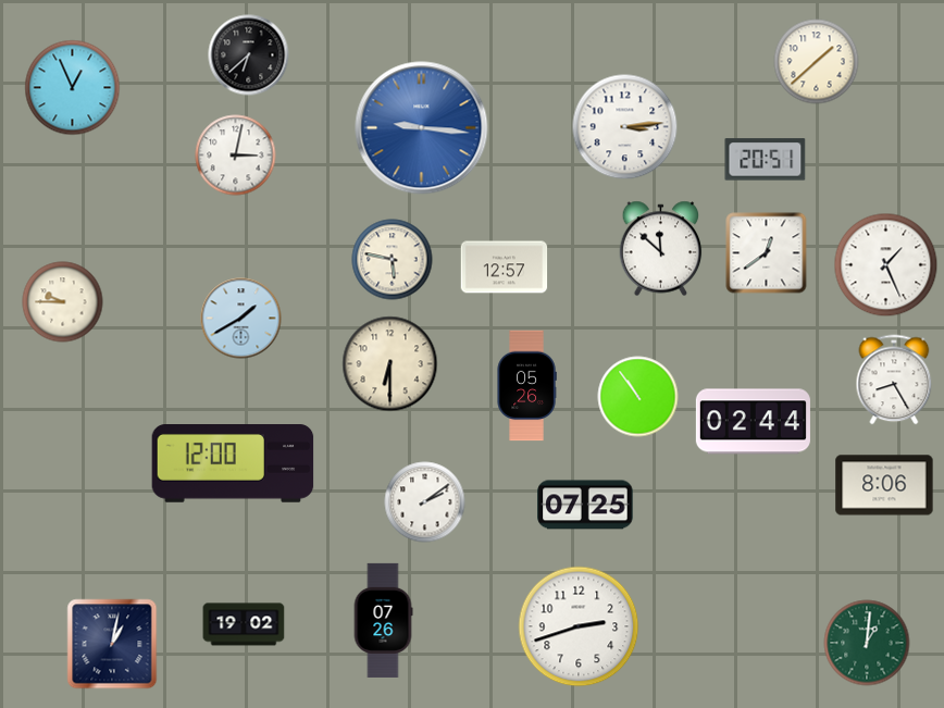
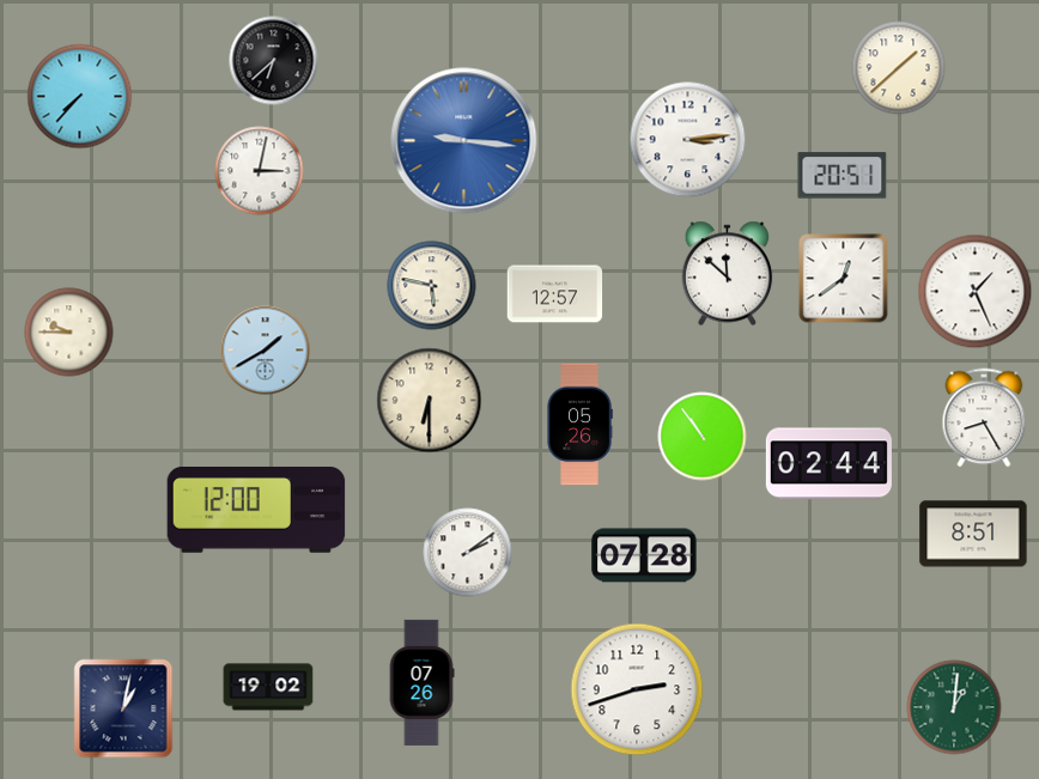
clock at (73, 88): 12:56 -> 7:37
clock at (884, 485): 8:06 -> 8:51
clock at (585, 505): 07:25 -> 07:28
